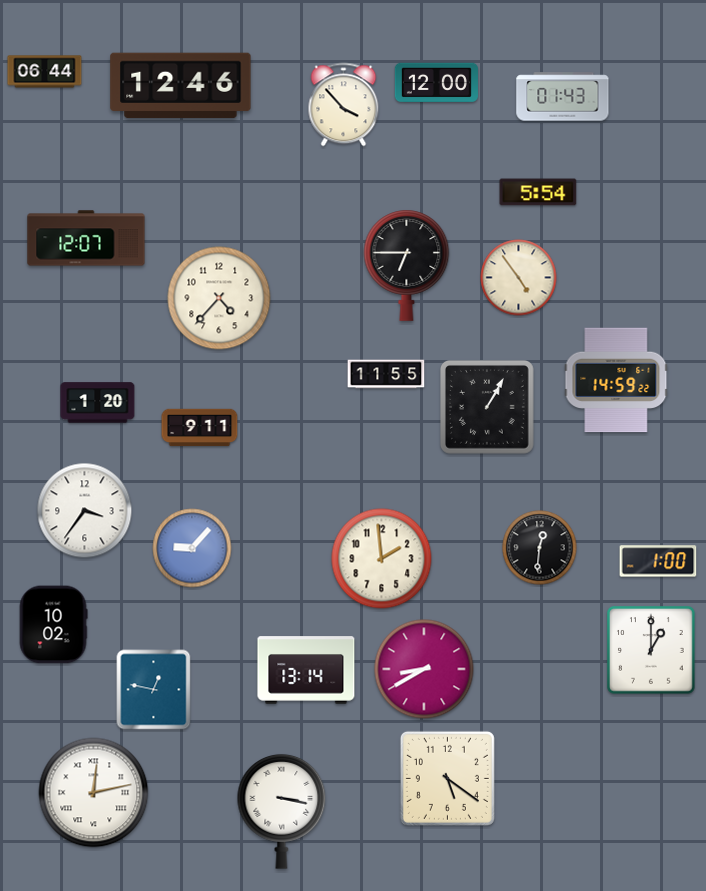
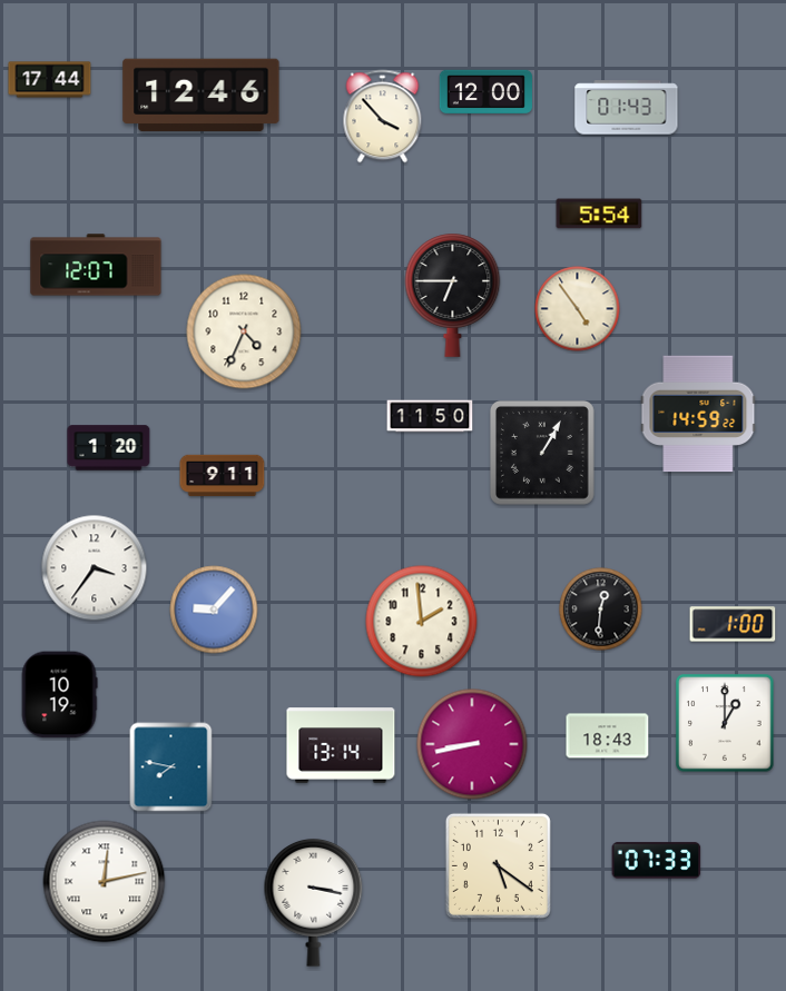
clock at (45, 72): 06:44 -> 17:44
clock at (219, 298): 4:37 -> 4:34
clock at (386, 374): 11:55 -> 11:50
clock at (616, 380) position: (616, 380) -> (698, 414)
clock at (382, 559) position: (382, 559) -> (422, 622)
clock at (53, 625): 10:02 -> 10:19
clock at (608, 736): none -> 18:43
clock at (424, 669): 8:40 -> 8:43
clock at (154, 690): 12:47 -> 7:47
clock at (657, 861): none -> 07:33
